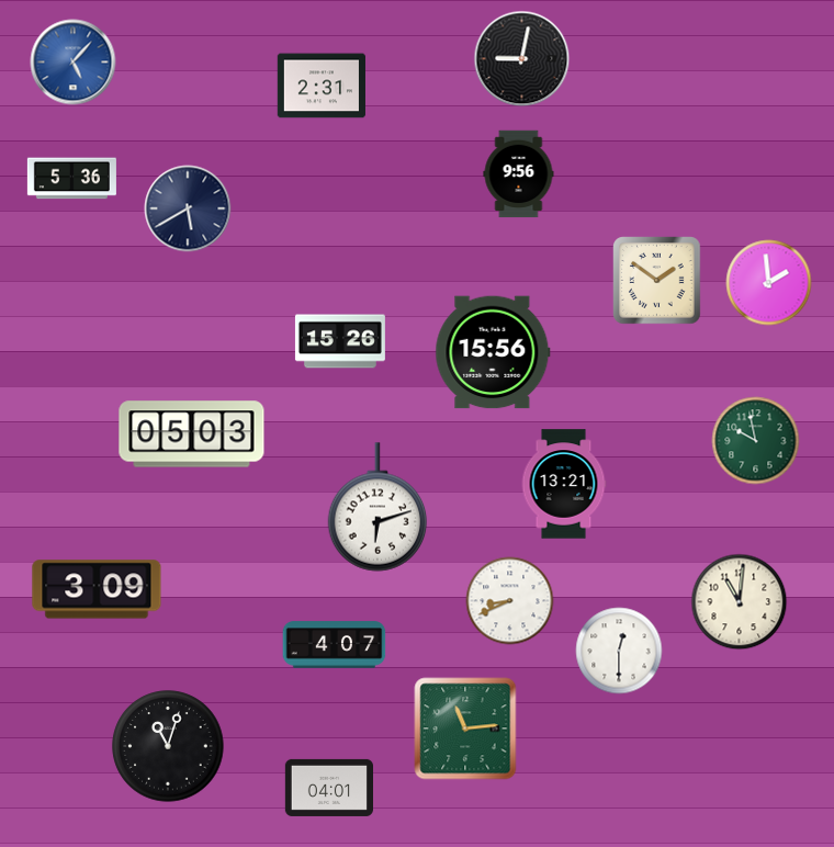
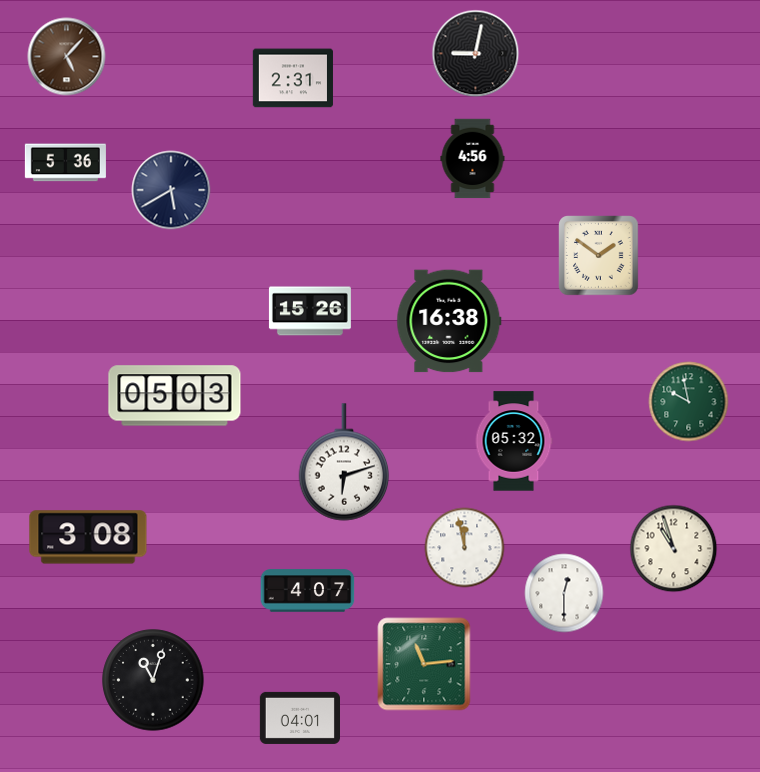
clock at (74, 63) dial: blue -> brown
clock at (519, 174): 9:56 -> 4:56
clock at (769, 283): 1:59 -> none
clock at (493, 352): 15:56 -> 16:38
clock at (564, 484): 13:21 -> 05:32
clock at (97, 589): 3:09 -> 3:08
clock at (510, 601): 8:41 -> 11:58
clock at (740, 602): 11:01 -> 10:57
clock at (335, 645) position: (335, 645) -> (308, 591)
